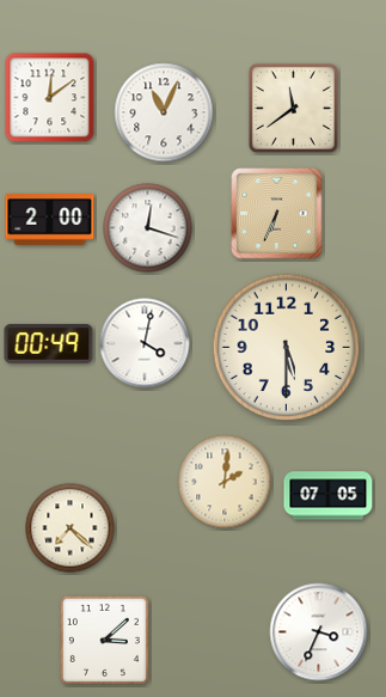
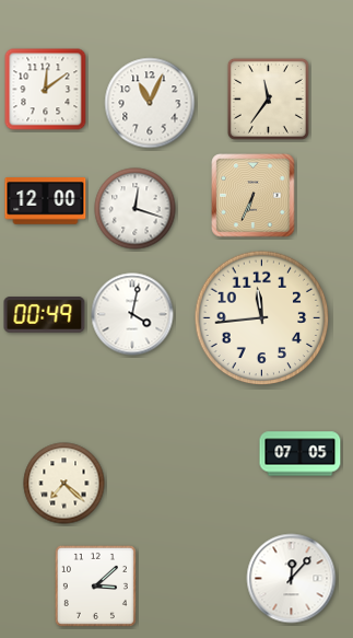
clock at (293, 108): 11:39 -> 11:36
clock at (50, 220): 2:00 -> 12:00
clock at (287, 348): 5:30 -> 11:44
clock at (225, 482): 2:01 -> none
clock at (319, 632): 3:34 -> 12:07
